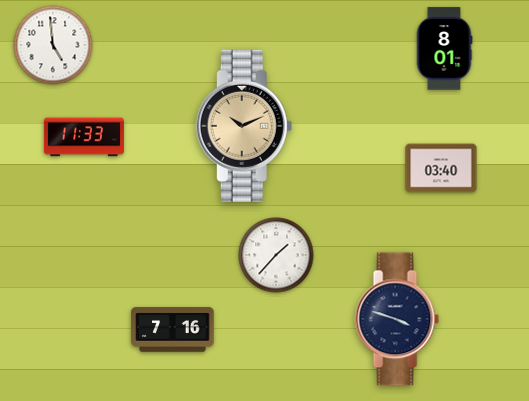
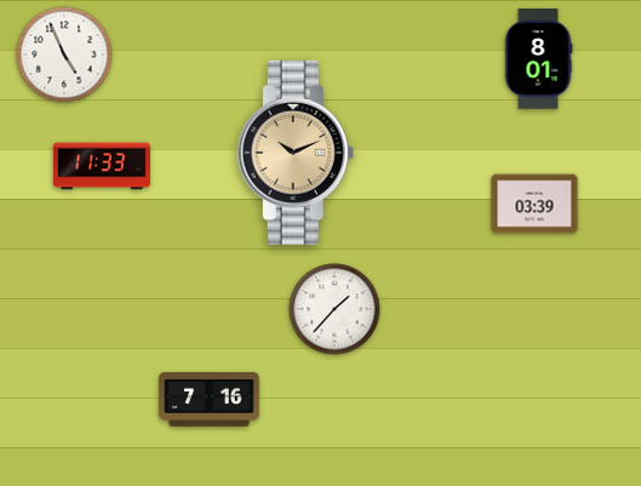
clock at (53, 45): 4:59 -> 4:56
clock at (441, 168): 03:40 -> 03:39
clock at (397, 319): 3:48 -> none
